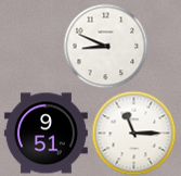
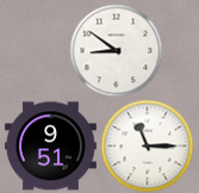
clock at (105, 46): 8:49 -> 8:51
